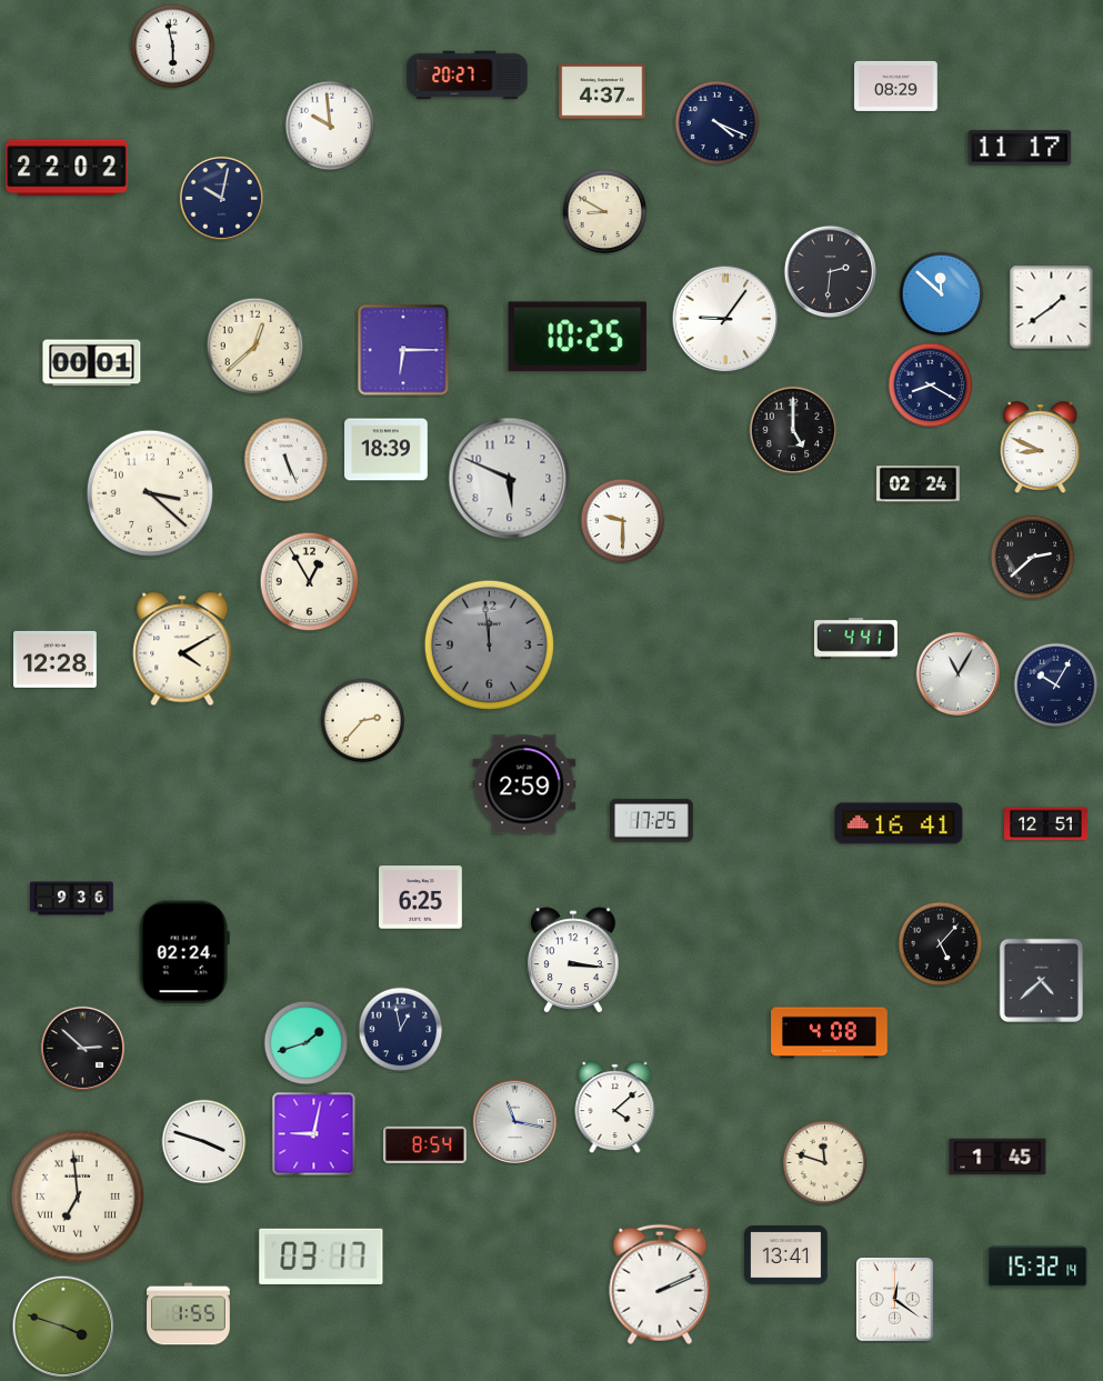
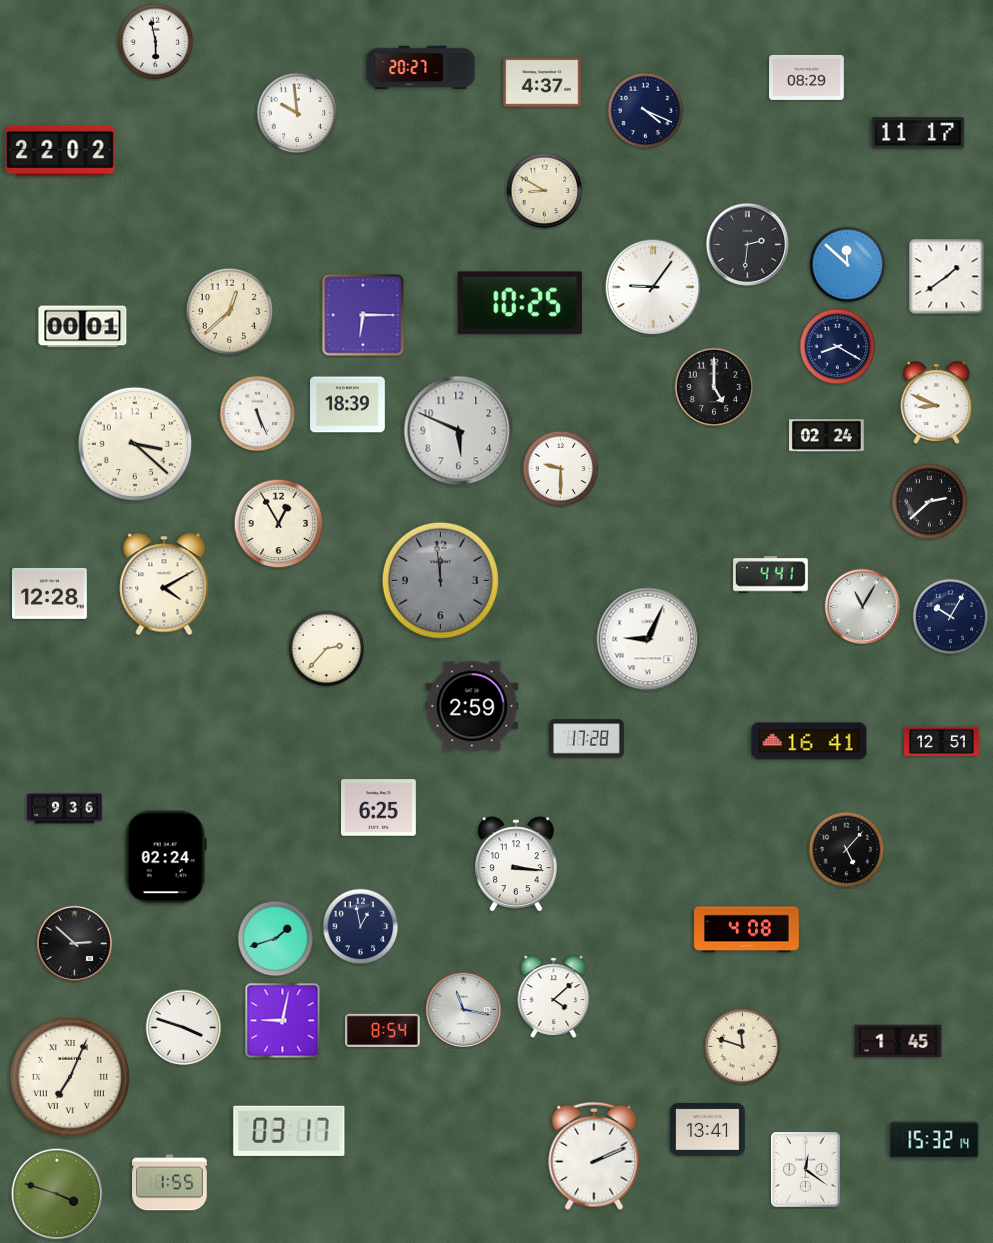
clock at (221, 198): 10:02 -> none
clock at (648, 639): none -> 9:04
clock at (652, 821): 17:25 -> 17:28
clock at (1042, 981): 4:38 -> none
clock at (78, 1197): 6:59 -> 7:04
